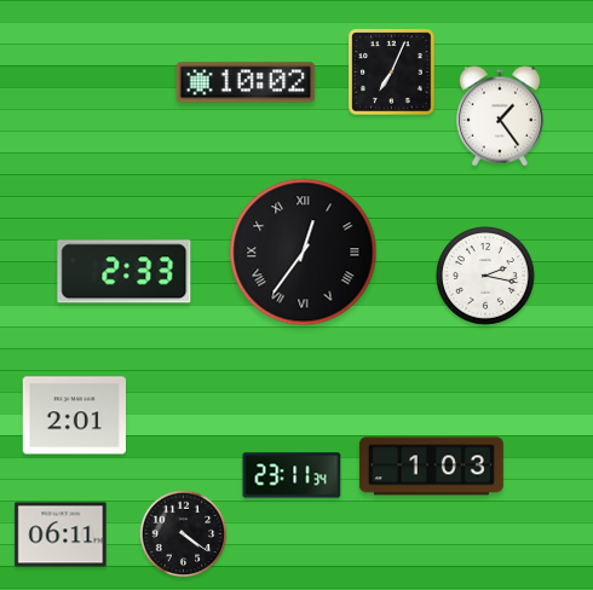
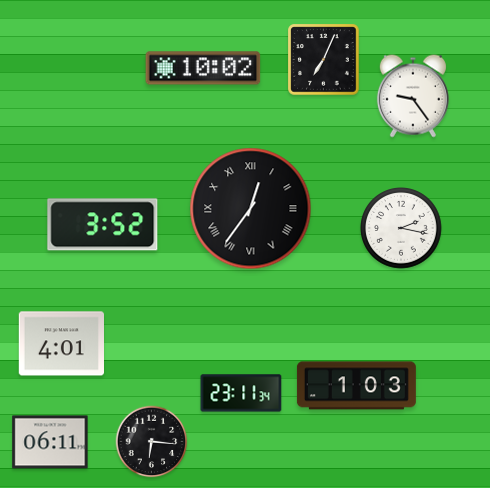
clock at (500, 116): 1:24 -> 9:24
clock at (125, 272): 2:33 -> 3:52
clock at (74, 416): 2:01 -> 4:01
clock at (184, 534): 4:21 -> 6:16
